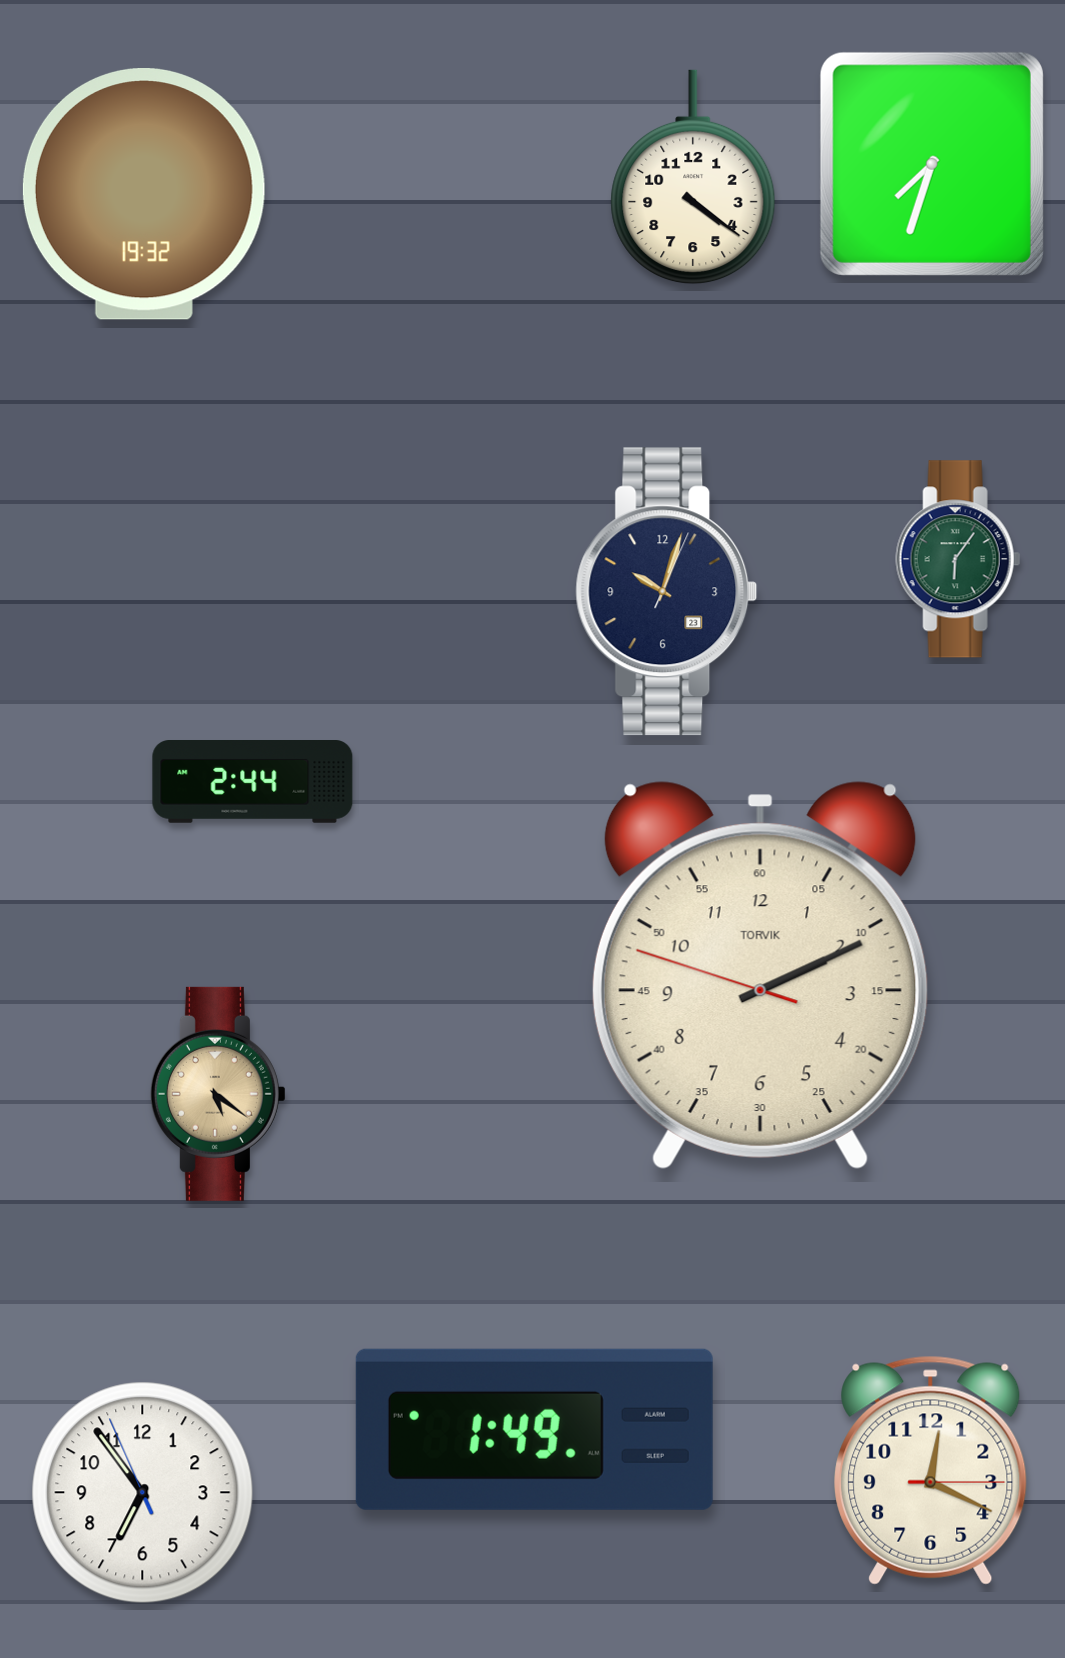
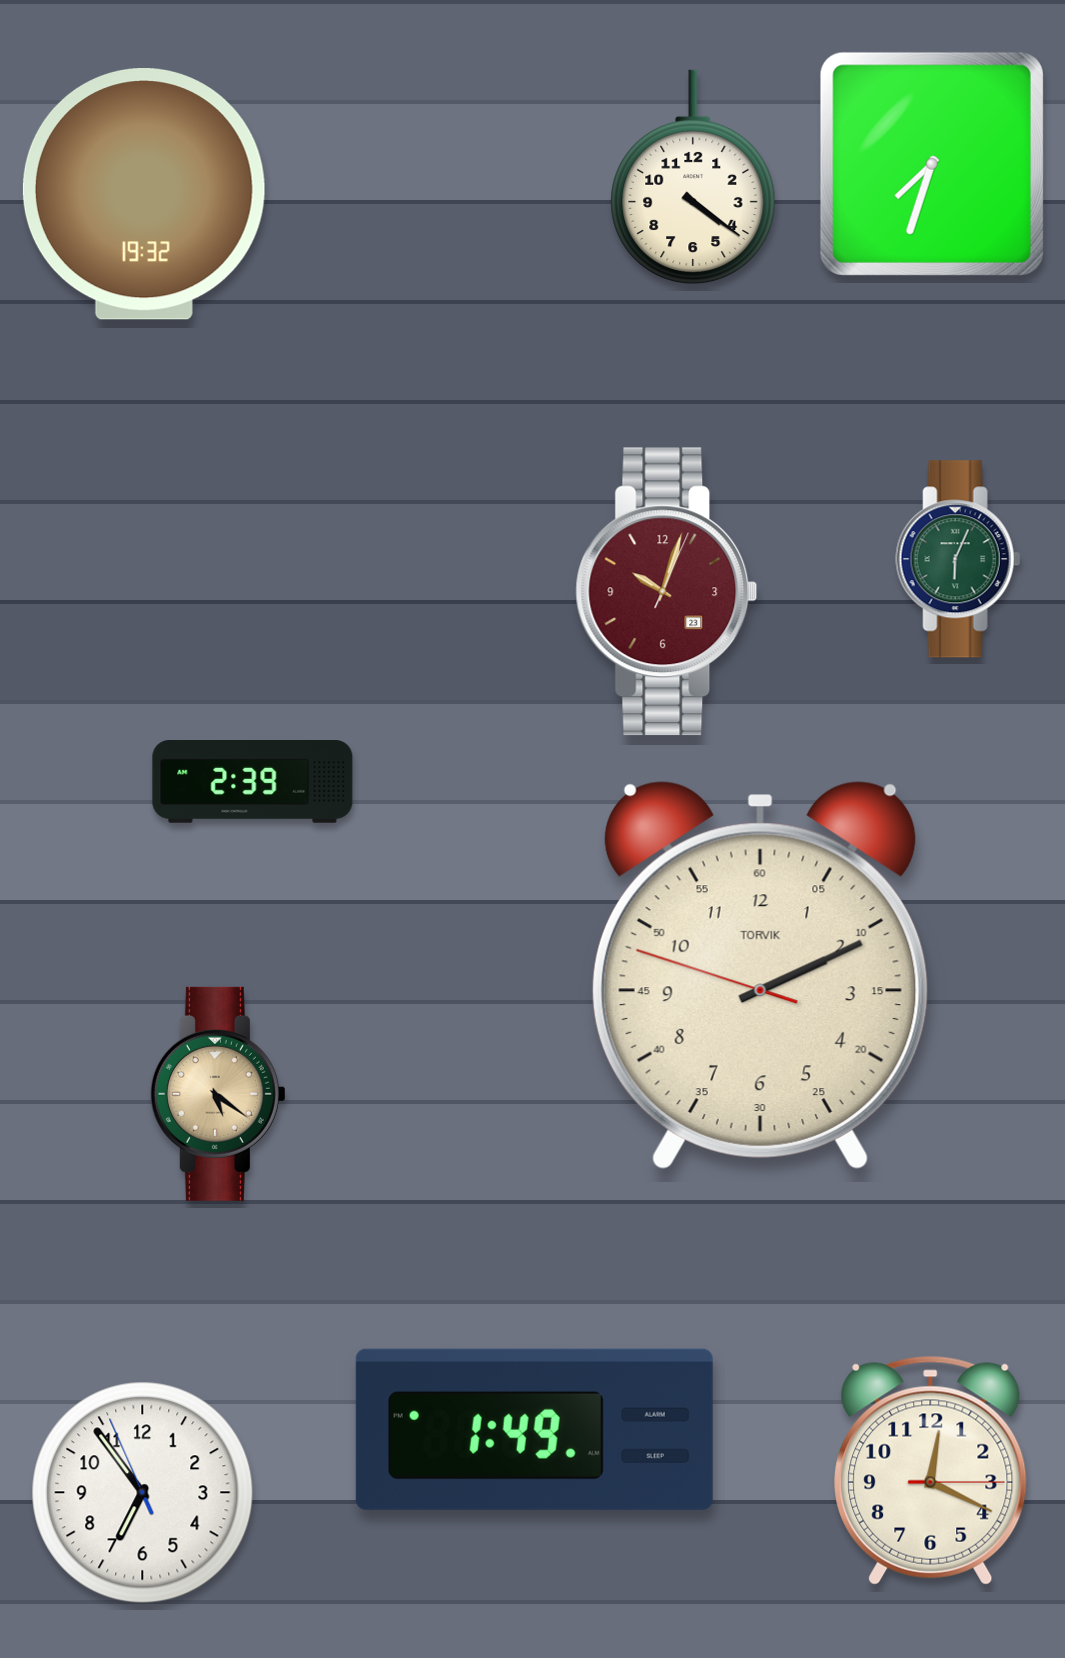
clock at (958, 559): 6:06 -> 6:04
clock at (667, 592) dial: navy -> burgundy
clock at (253, 782): 2:44 -> 2:39
